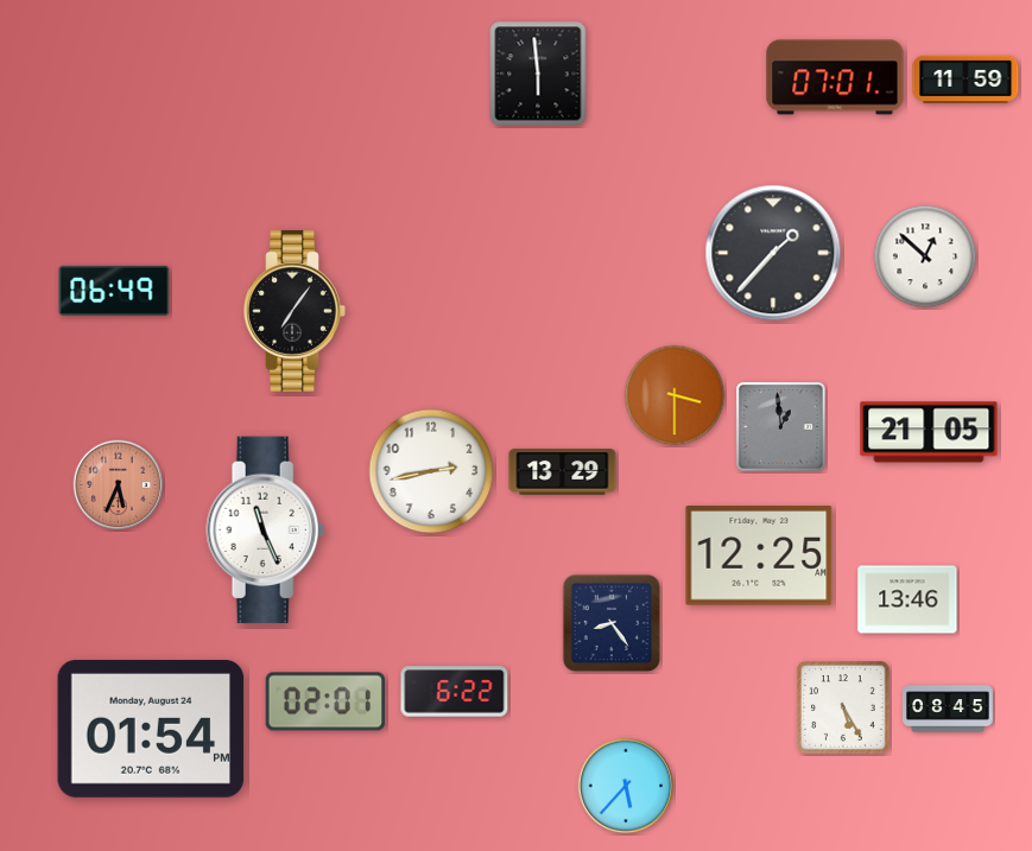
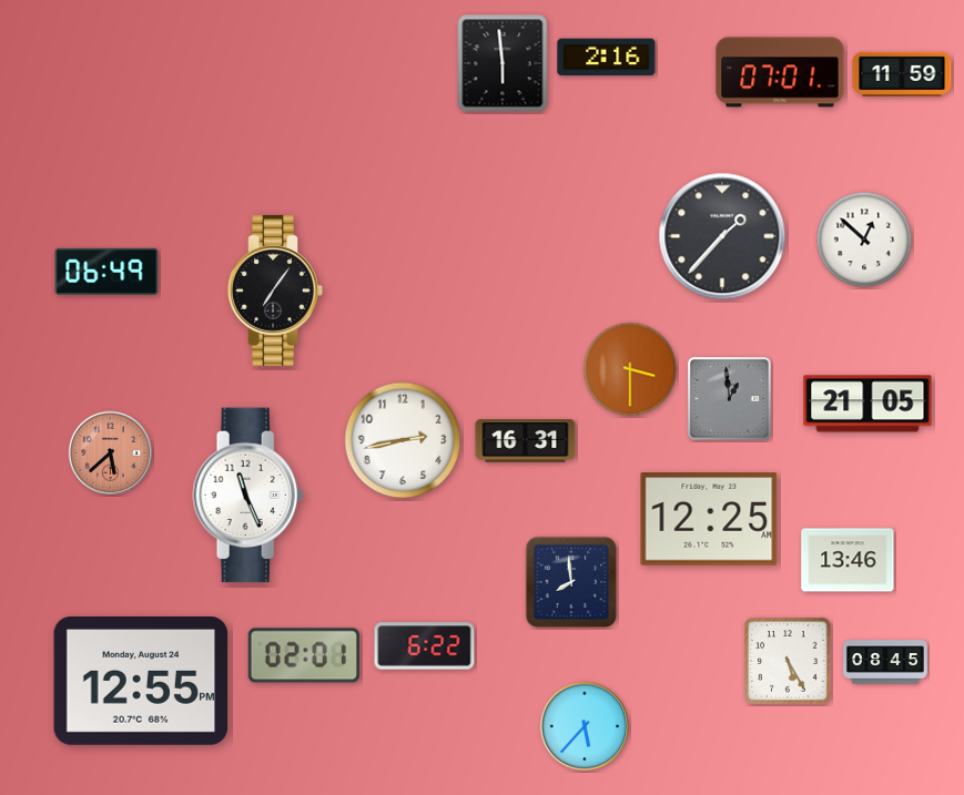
clock at (607, 58): none -> 2:16
clock at (538, 74) position: (538, 74) -> (503, 63)
clock at (563, 472): 13:29 -> 16:31
clock at (119, 485): 5:34 -> 5:38
clock at (612, 623): 8:24 -> 7:59
clock at (151, 729): 01:54 -> 12:55
clock at (626, 786) position: (626, 786) -> (585, 726)
